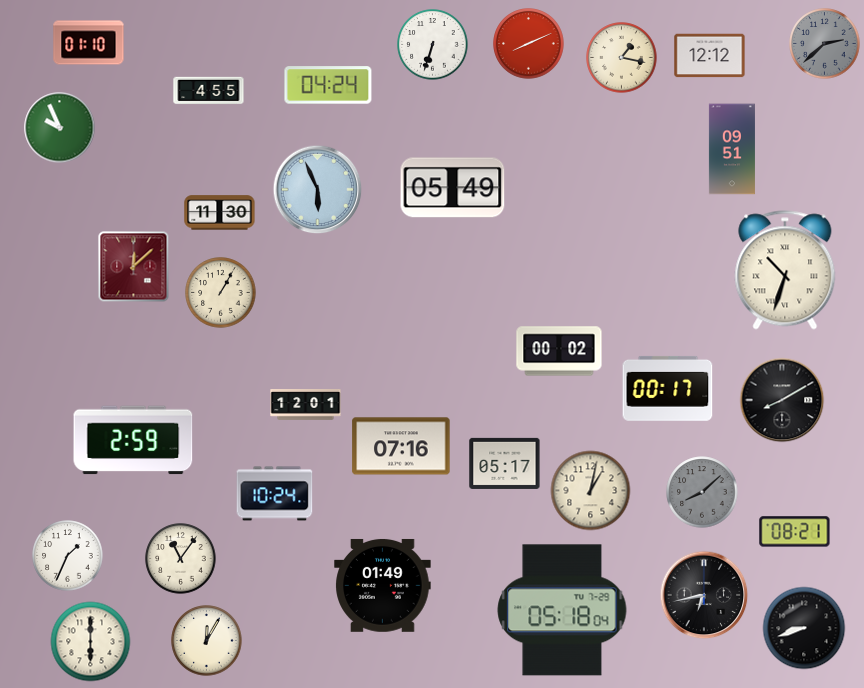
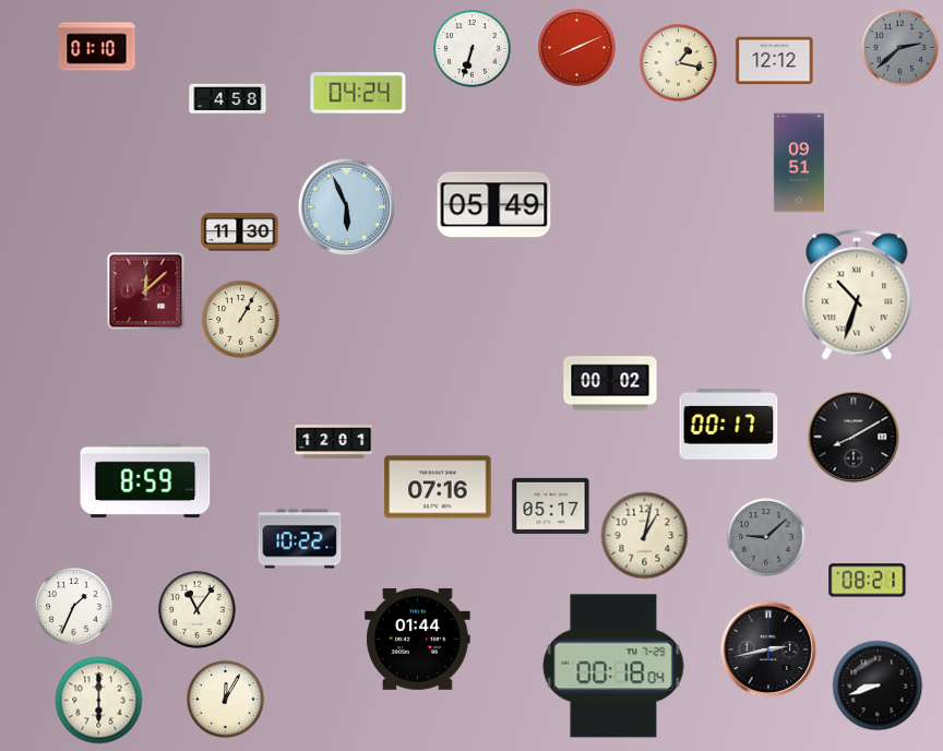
clock at (209, 91): 4:55 -> 4:58
clock at (60, 128): 9:56 -> none
clock at (133, 440): 2:59 -> 8:59
clock at (702, 492): 8:08 -> 9:08
clock at (275, 494): 10:24 -> 10:22
clock at (383, 585): 01:49 -> 01:44
clock at (704, 595): 6:43 -> 2:43
clock at (562, 610): 05:18 -> 00:18
